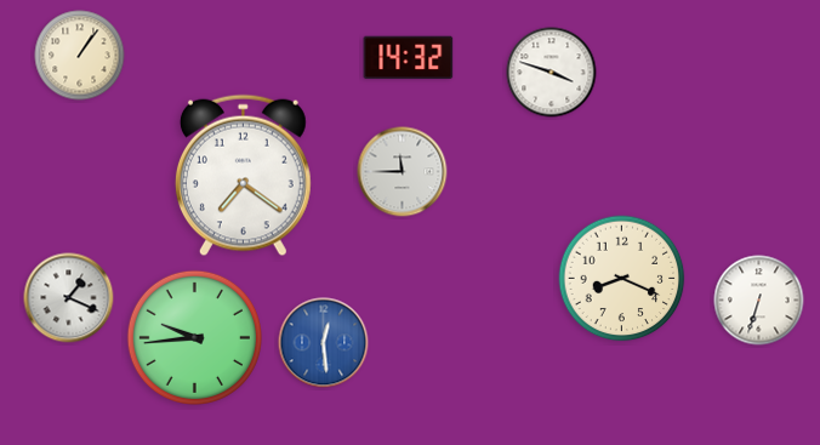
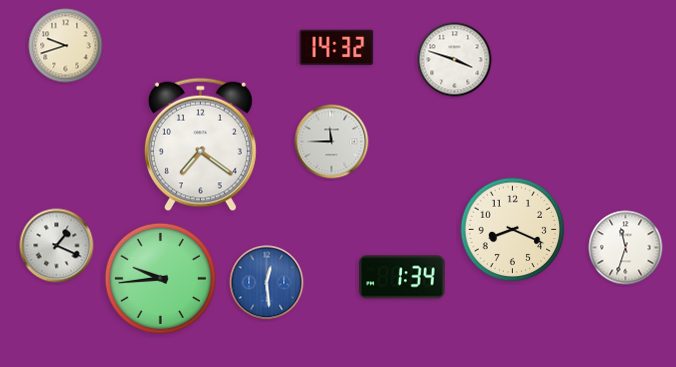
clock at (80, 56): 1:06 -> 9:42
clock at (759, 301): 6:33 -> 11:33
clock at (402, 277): none -> 1:34
